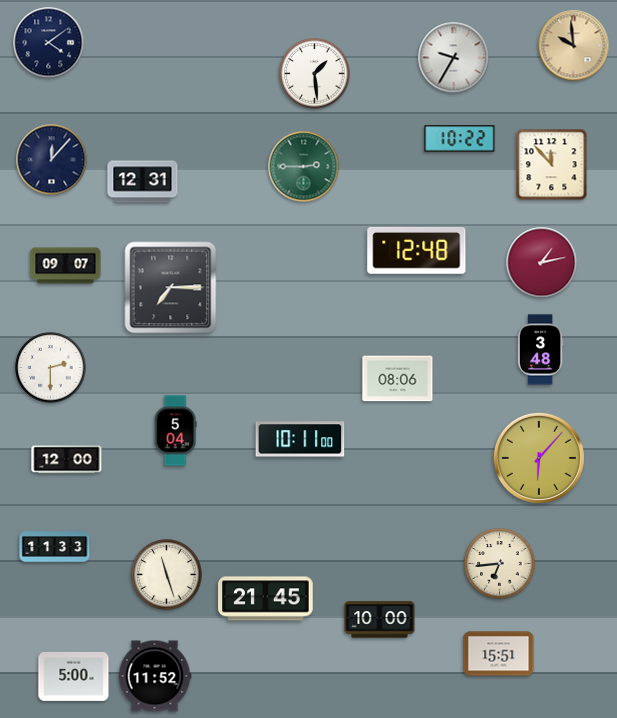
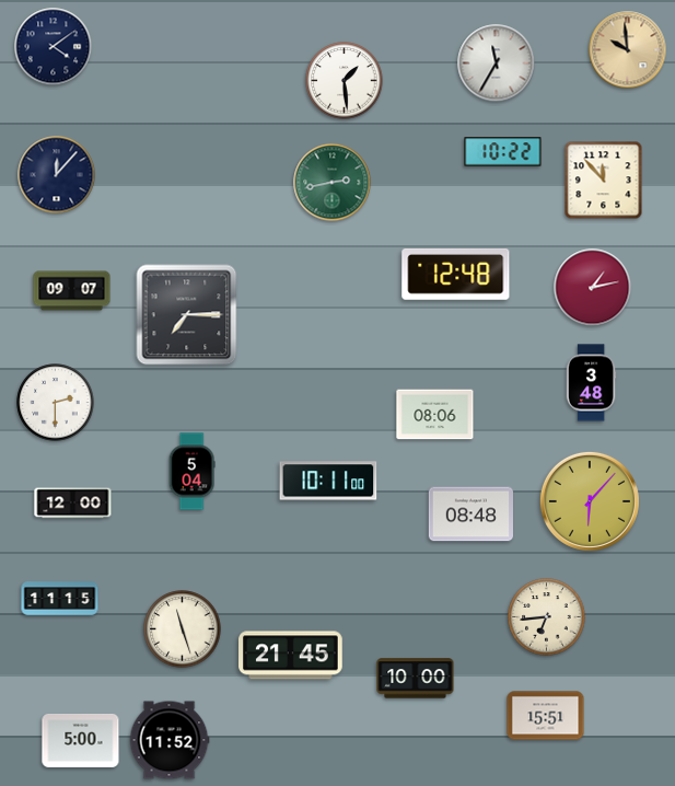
clock at (454, 58): 9:35 -> 11:35
clock at (304, 167): 2:45 -> 2:43
clock at (143, 182): 12:31 -> none
clock at (470, 515): none -> 08:48
clock at (55, 547): 11:33 -> 11:15
